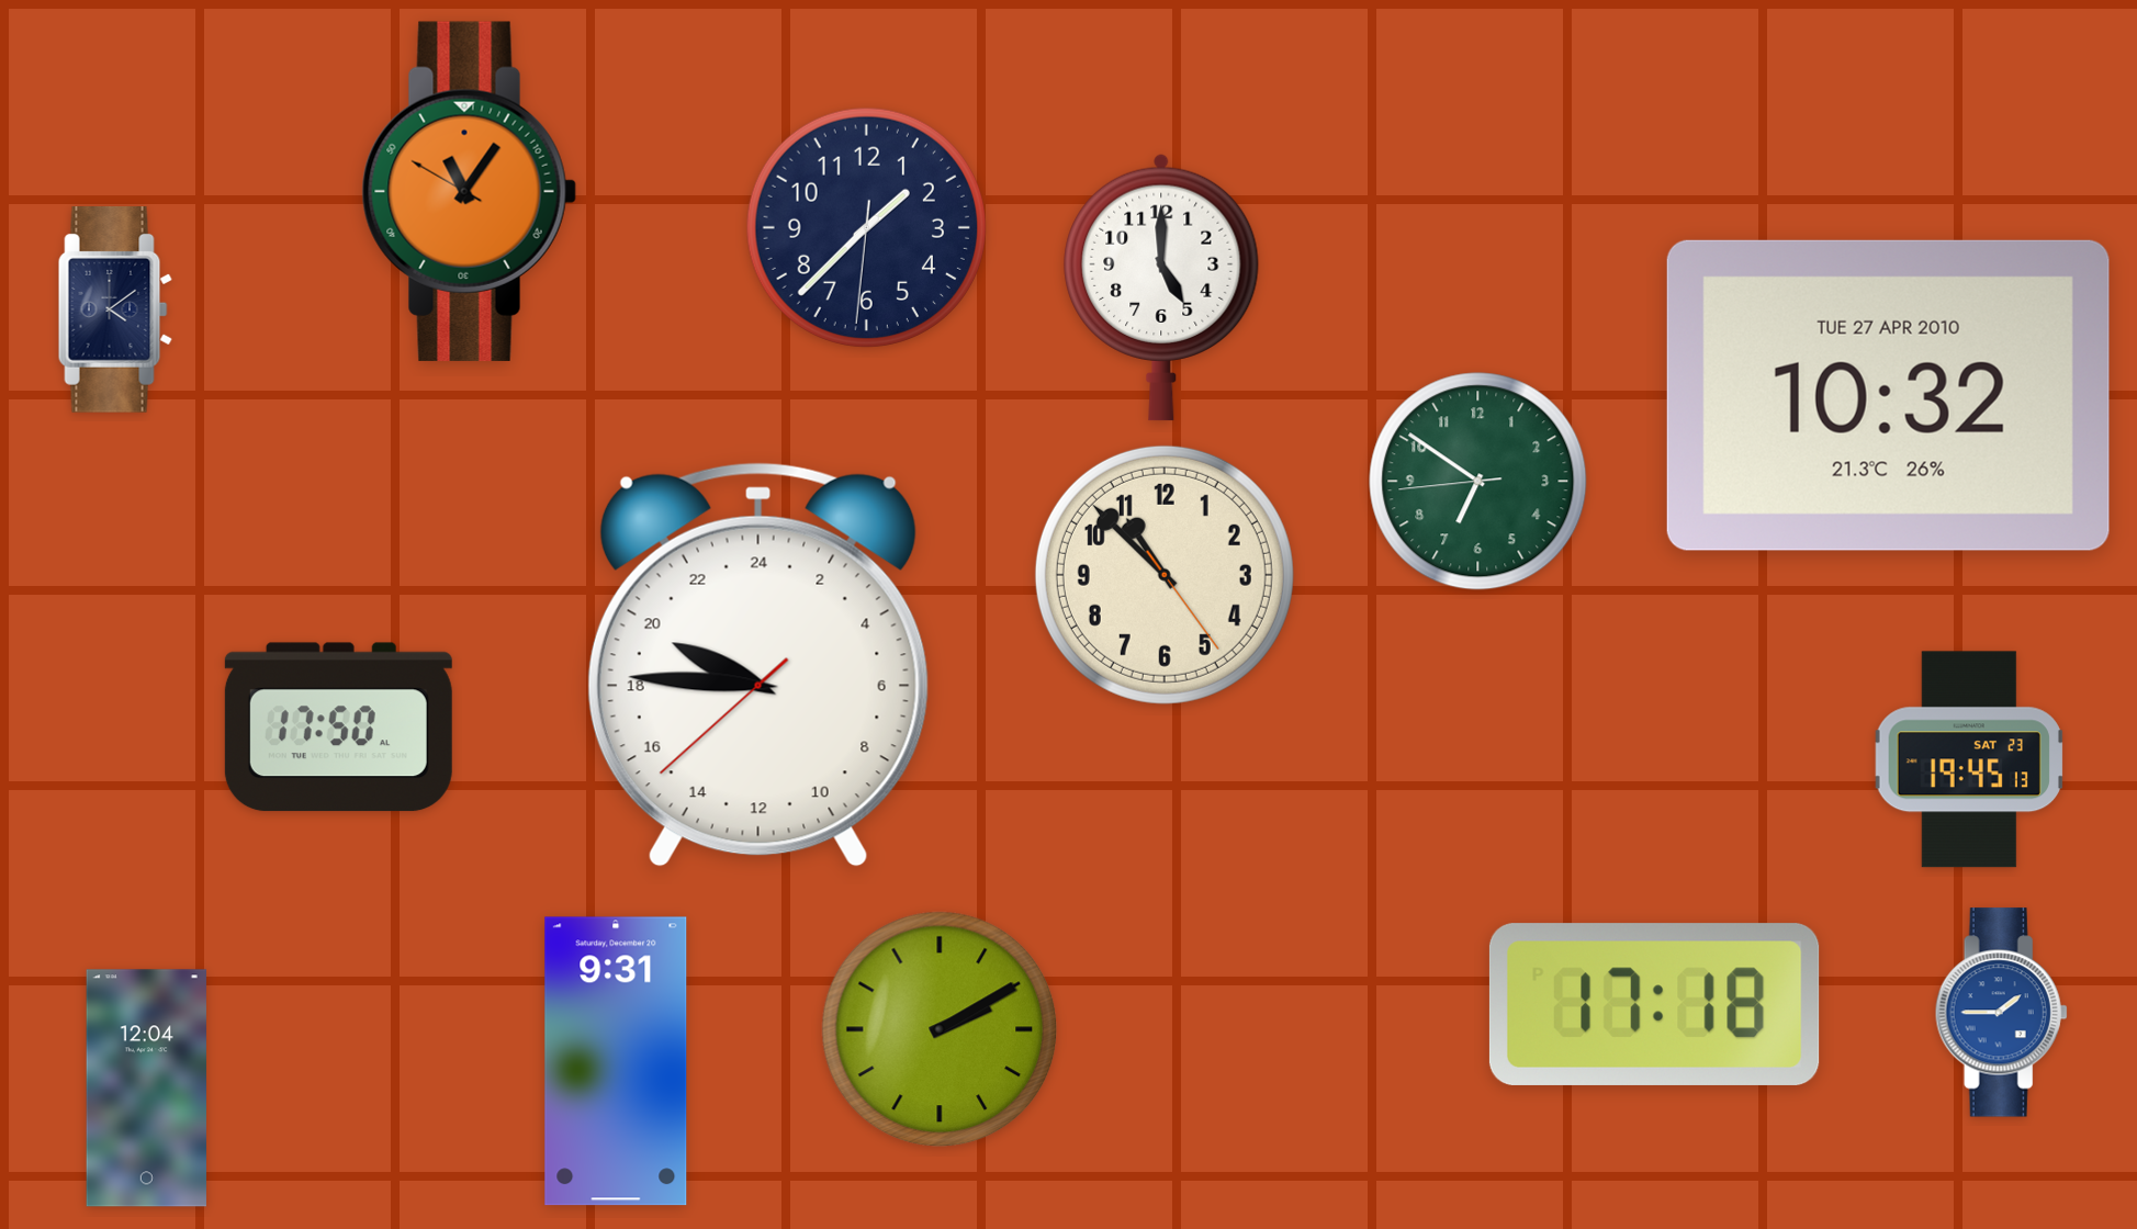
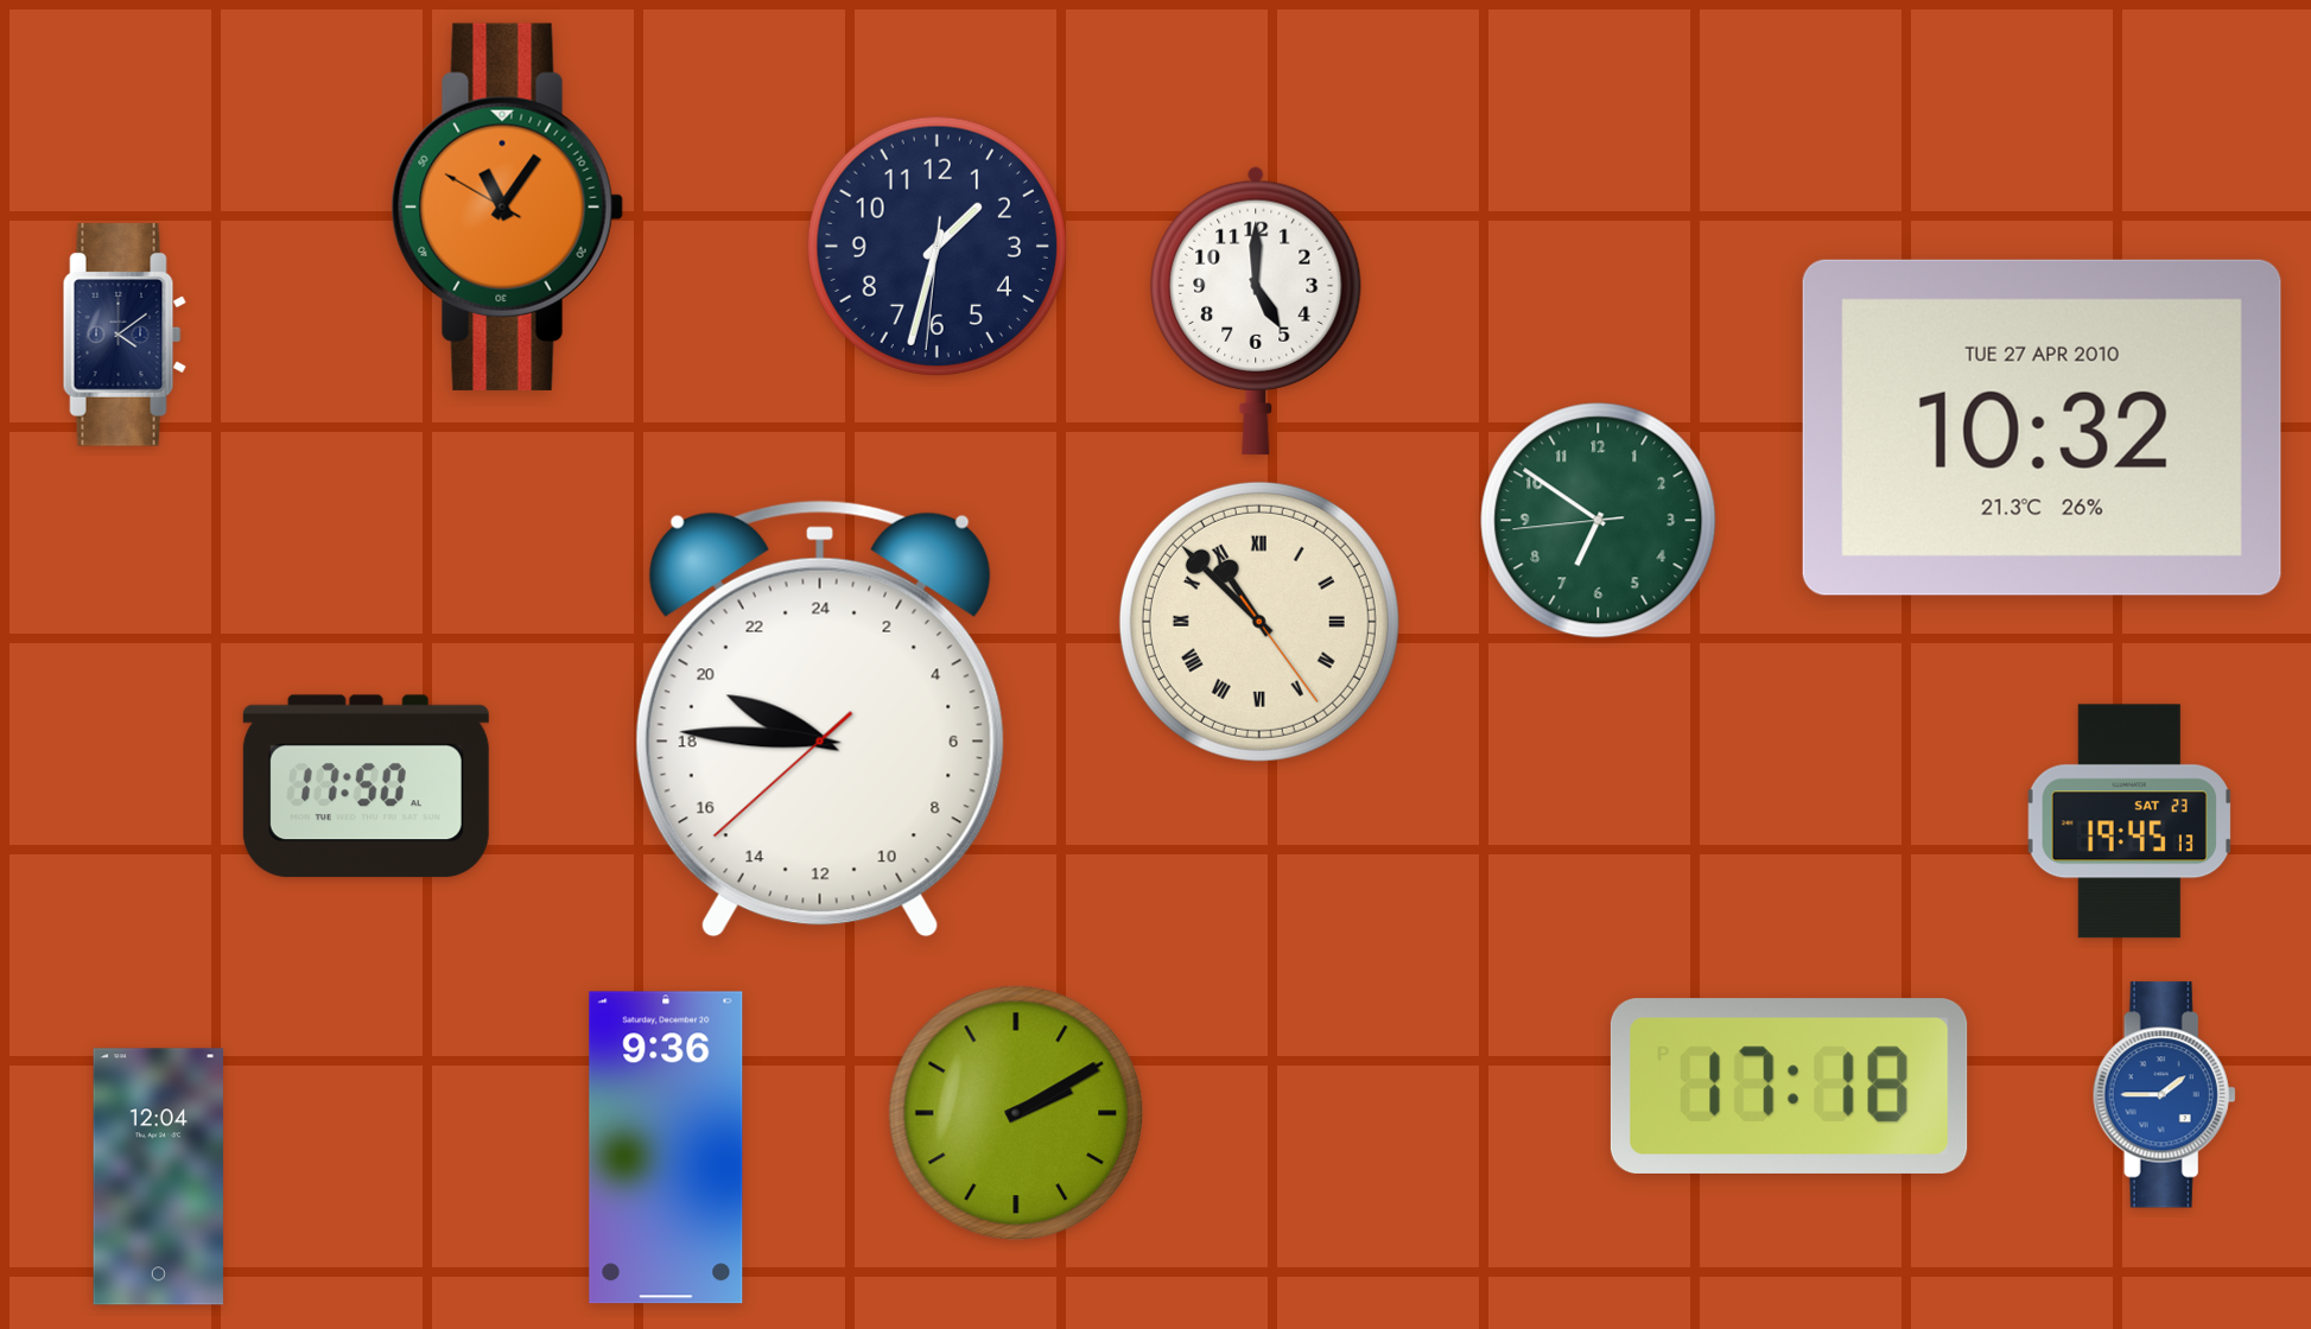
clock at (866, 227): 1:37 -> 1:32
clock at (1165, 575) numerals: Arabic -> Roman
clock at (616, 1061): 9:31 -> 9:36
